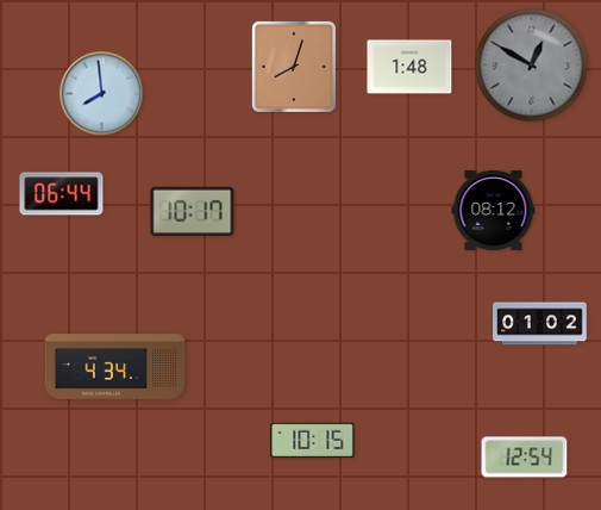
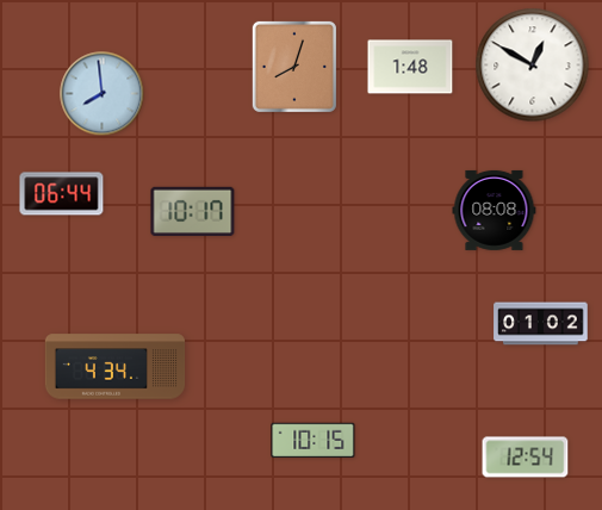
clock at (532, 66) dial: grey -> white
clock at (494, 210): 08:12 -> 08:08
